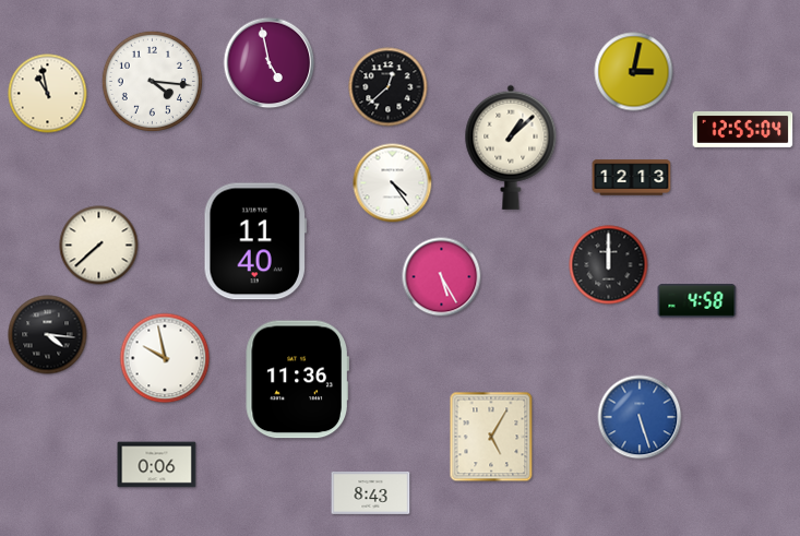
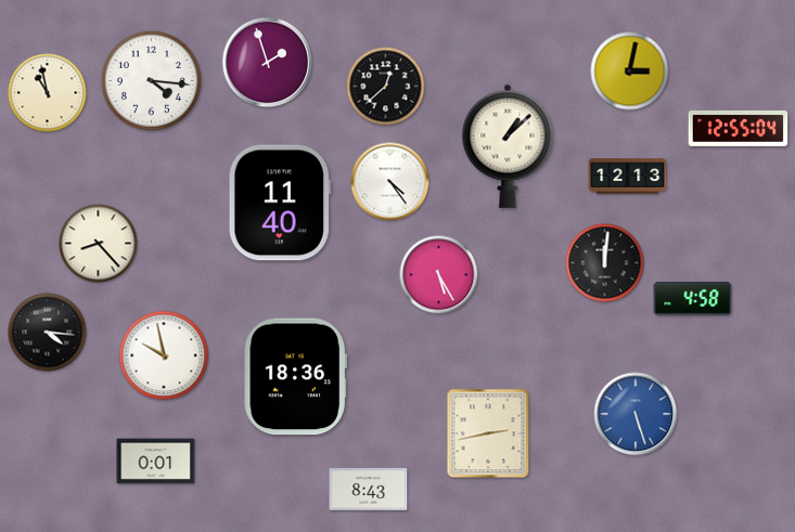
clock at (270, 63): 4:58 -> 1:57
clock at (255, 241) position: (255, 241) -> (280, 203)
clock at (99, 246): 7:38 -> 8:23
clock at (609, 265): 12:00 -> 12:01
clock at (297, 380): 11:36 -> 18:36
clock at (491, 437): 5:05 -> 2:43
clock at (157, 465): 0:06 -> 0:01
